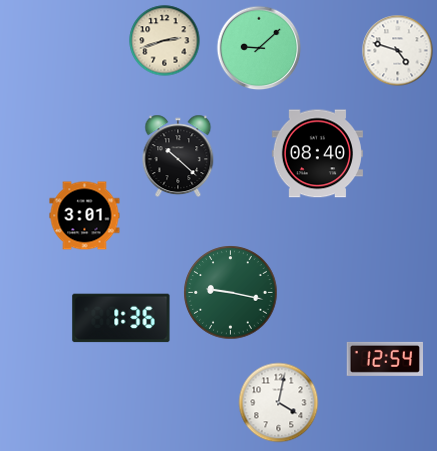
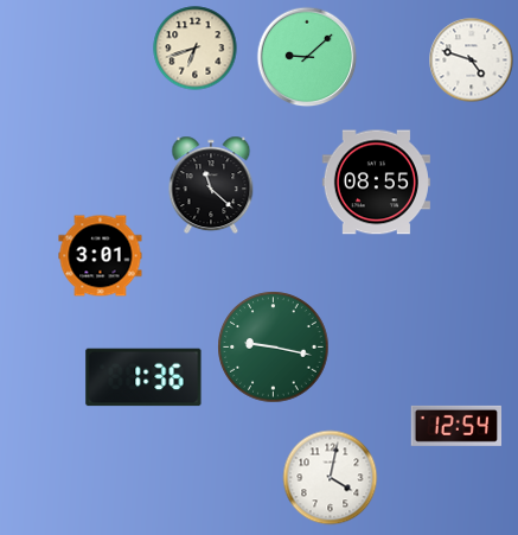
clock at (165, 41): 2:42 -> 6:42
clock at (317, 154): 08:40 -> 08:55
clock at (178, 156): 10:22 -> 11:22
